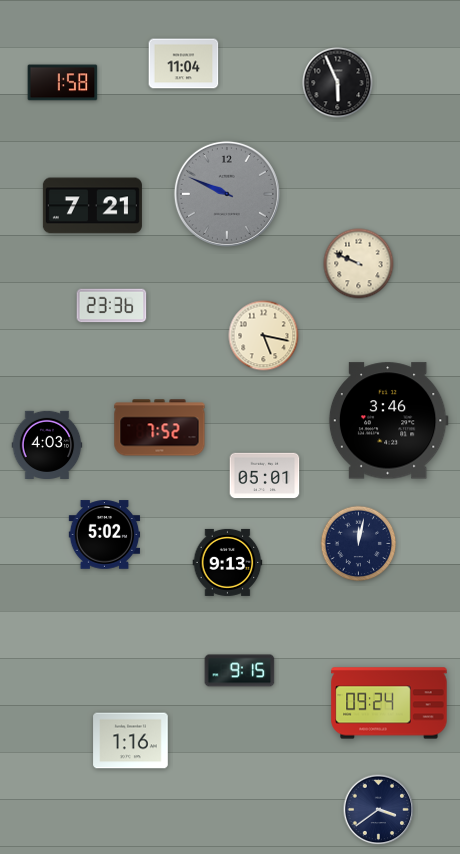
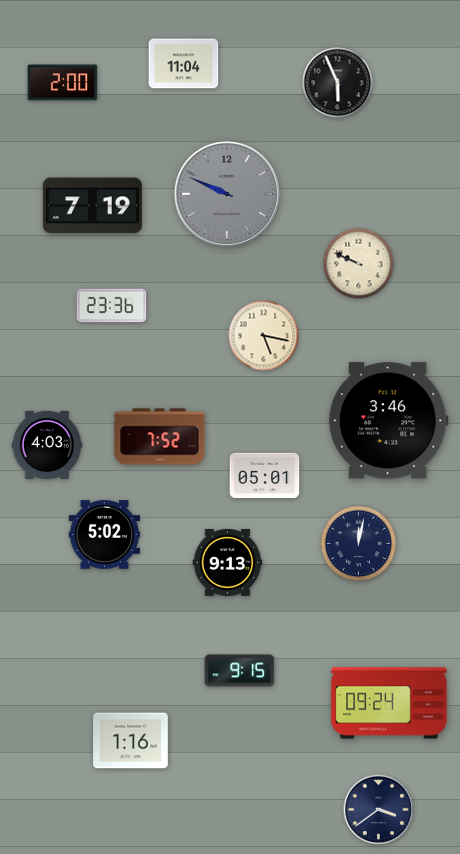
clock at (63, 83): 1:58 -> 2:00
clock at (92, 206): 7:21 -> 7:19
clock at (160, 428) position: (160, 428) -> (160, 437)
